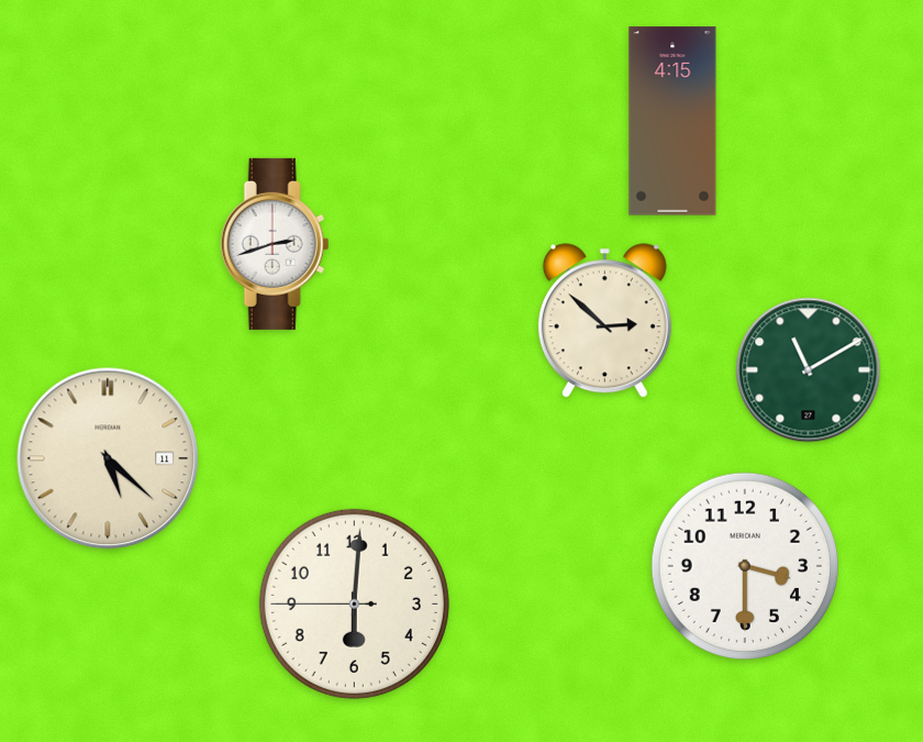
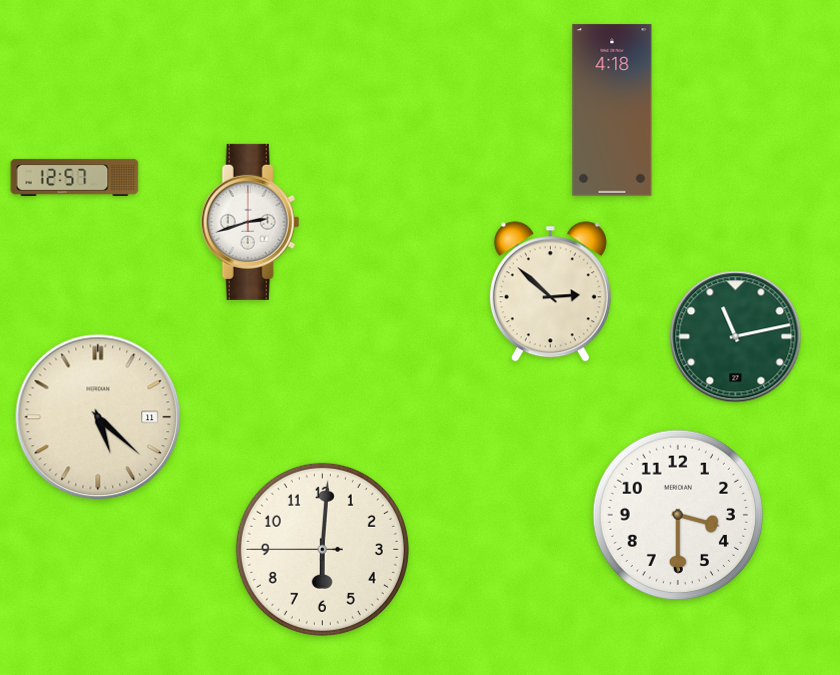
clock at (672, 121): 4:15 -> 4:18
clock at (75, 177): none -> 12:57
clock at (809, 370): 11:10 -> 11:13
